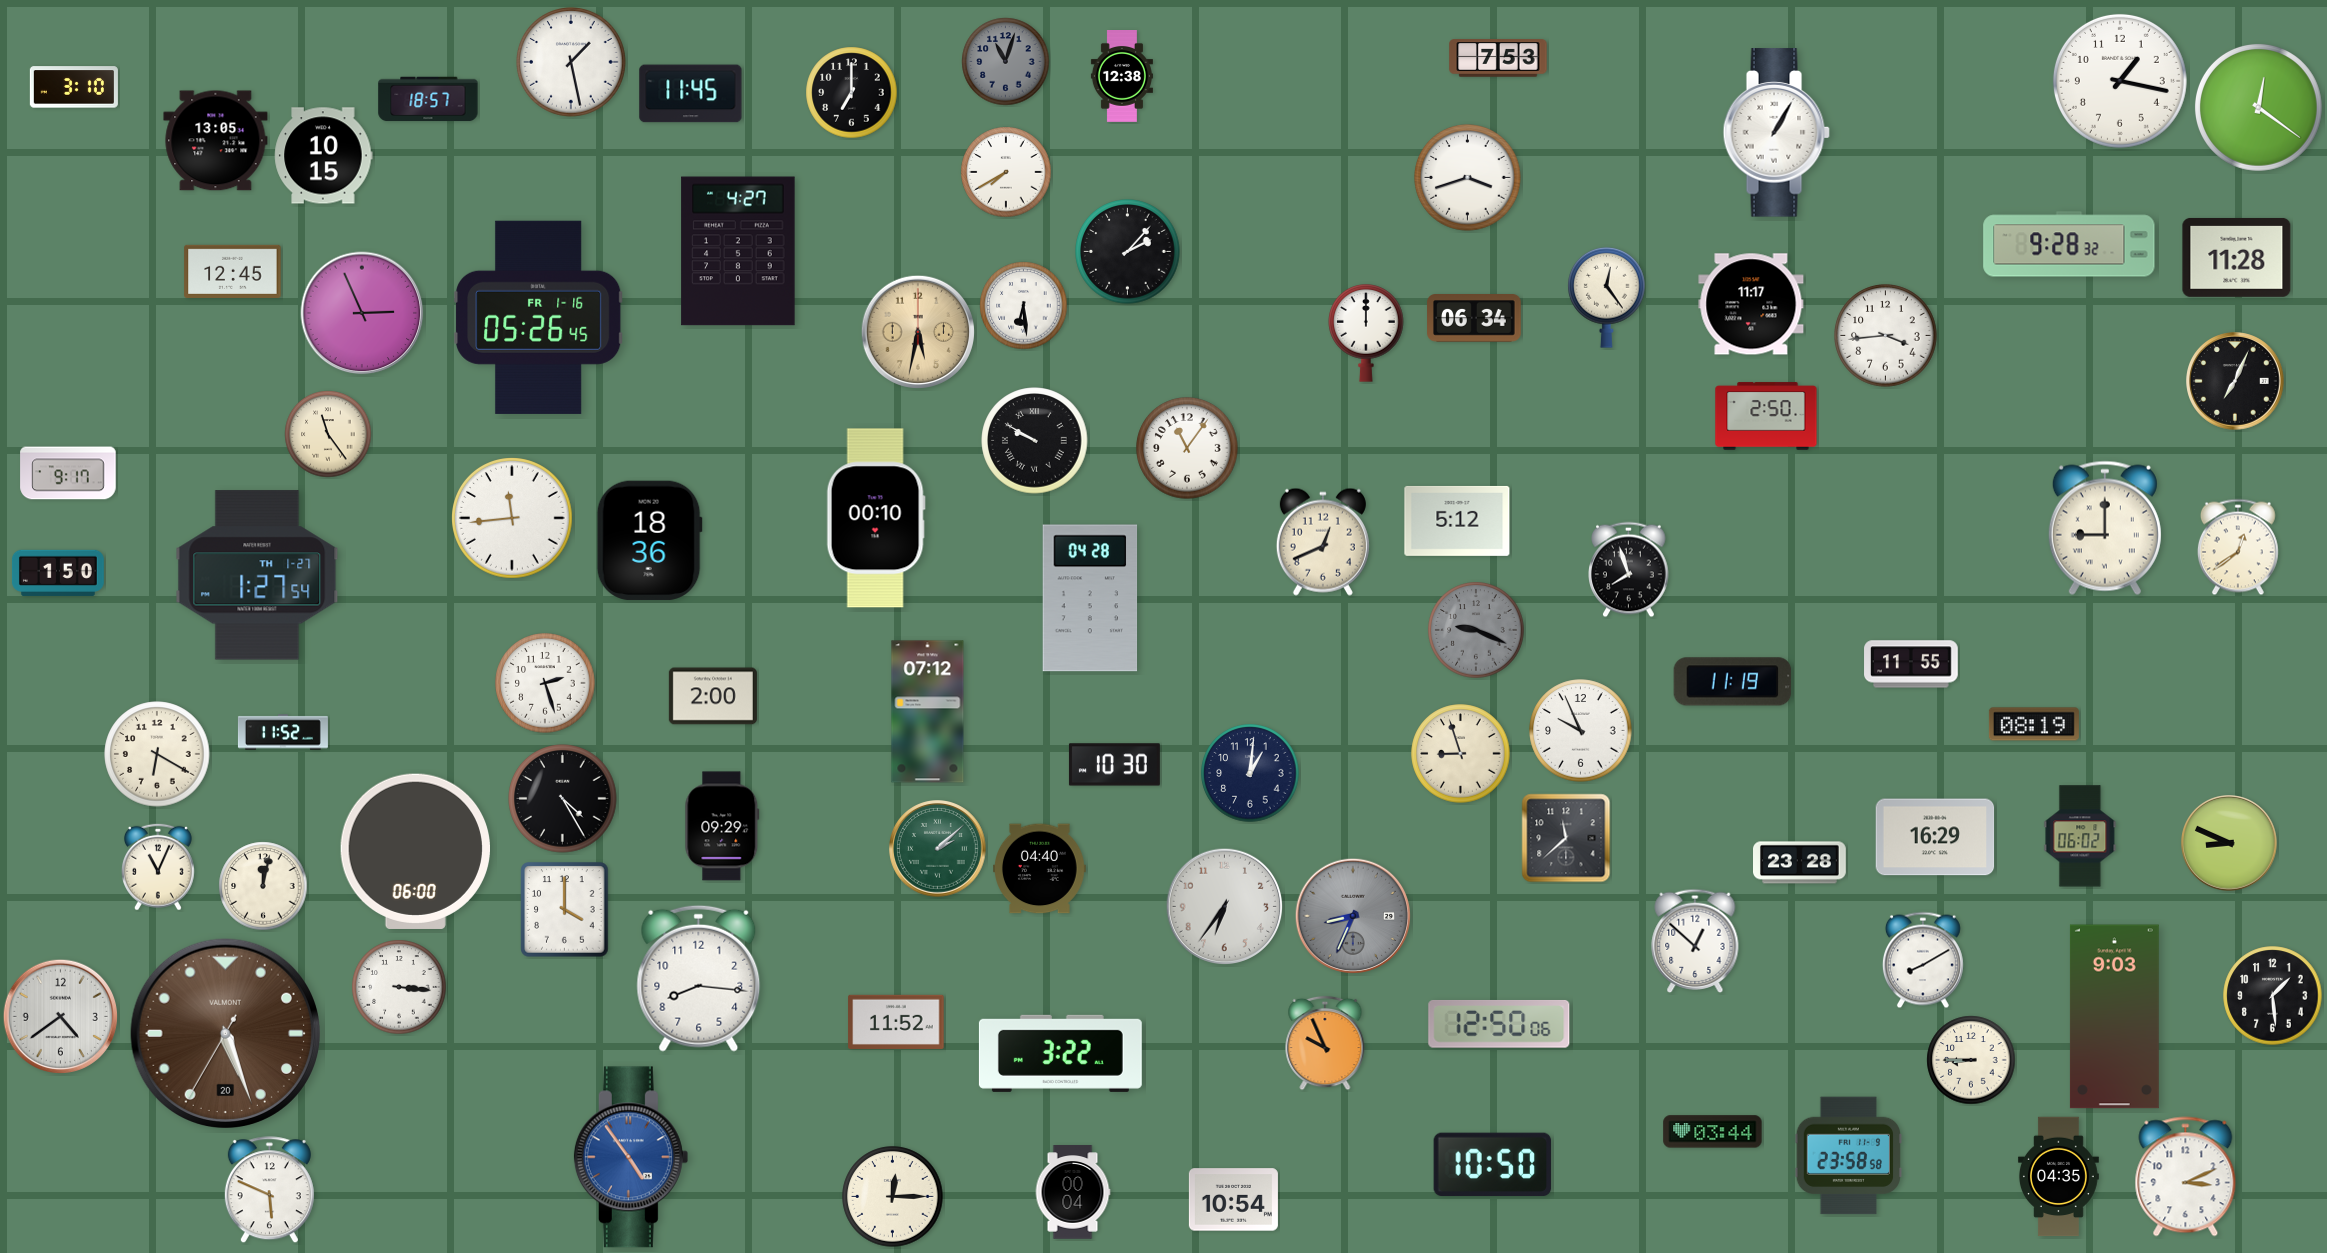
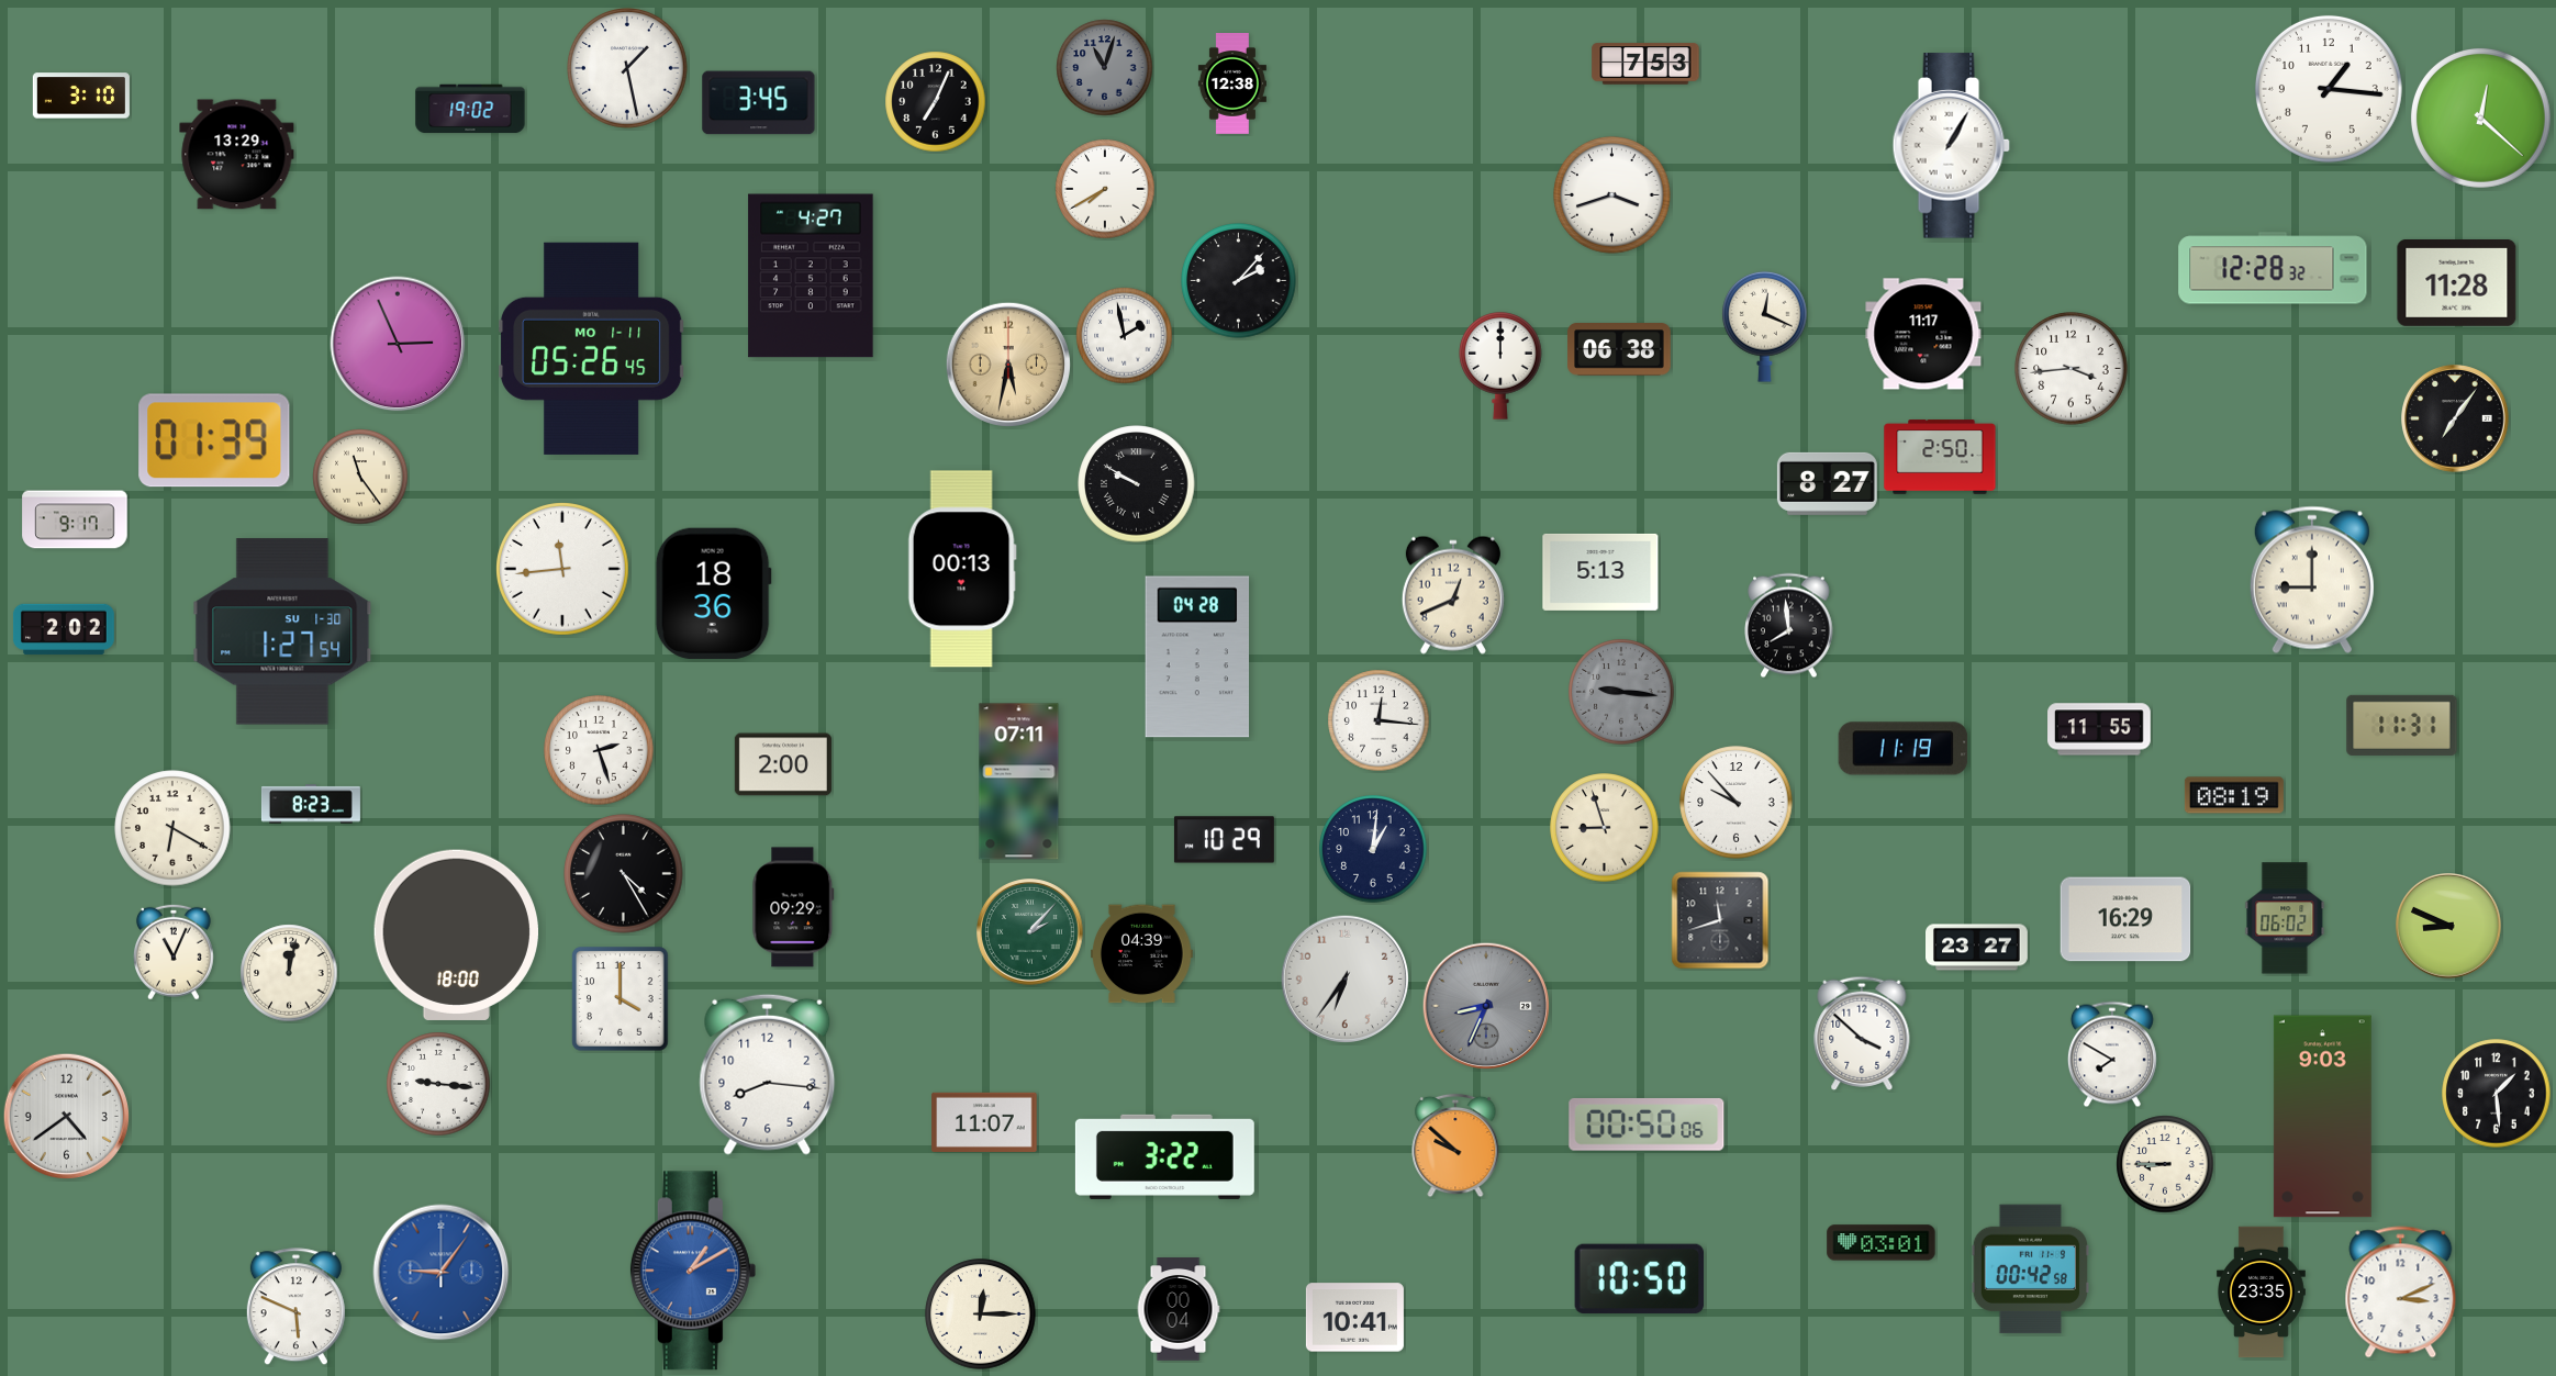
clock at (2120, 81): 1:17 -> 1:16
clock at (852, 93): 7:00 -> 7:04
clock at (691, 94): 11:45 -> 3:45
clock at (428, 99): 18:57 -> 19:02
clock at (2258, 107): 12:21 -> 12:22
clock at (216, 141): 13:05 -> 13:29
clock at (324, 156): 10:15 -> none
clock at (2069, 244): 9:28 -> 12:28
clock at (1128, 252) position: (1128, 252) -> (1239, 281)
clock at (233, 271): 12:45 -> none
clock at (1607, 297): 12:24 -> 12:19
clock at (1024, 306): 6:29 -> 1:58
clock at (539, 317) date: FR 1-16 -> MO 1-11
clock at (1474, 318): 06:34 -> 06:38
clock at (2236, 382): 7:04 -> 7:06
clock at (214, 440): none -> 01:39
clock at (1827, 483): none -> 8:27
clock at (1187, 448): 11:06 -> none
clock at (876, 518): 00:10 -> 00:13
clock at (1457, 521): 5:12 -> 5:13
clock at (2238, 547): 12:39 -> none
clock at (1629, 570): 7:57 -> 7:59
clock at (58, 573): 1:50 -> 2:02
clock at (257, 575) date: TH 1-27 -> SU 1-30
clock at (1476, 630): 9:19 -> 9:16
clock at (1379, 720): none -> 12:16
clock at (2402, 725): none -> 11:31
clock at (928, 712): 07:12 -> 07:11
clock at (1581, 731): 9:56 -> 9:53
clock at (283, 732): 11:52 -> 8:23
clock at (1114, 765): 10:30 -> 10:29
clock at (563, 799) position: (563, 799) -> (624, 874)
clock at (1566, 838): 11:38 -> 11:42
clock at (938, 849): 2:08 -> 2:07
clock at (415, 851): 06:00 -> 18:00
clock at (1800, 863): 23:28 -> 23:27
clock at (1040, 869): 04:40 -> 04:39
clock at (1225, 907) position: (1225, 907) -> (1346, 980)
clock at (1695, 940): 12:52 -> 3:52
clock at (1923, 960): 8:10 -> 7:50
clock at (399, 987): 3:16 -> 9:16
clock at (896, 1022): 11:52 -> 11:07
clock at (1499, 1024): 12:50 -> 00:50
clock at (225, 1033): 5:26 -> none
clock at (1325, 1043): 9:56 -> 9:52
clock at (1713, 1132): 03:44 -> 03:01
clock at (1848, 1156): 23:58 -> 00:42
clock at (631, 1157): 4:54 -> 1:10
clock at (442, 1273): none -> 9:06
clock at (2059, 1177): 04:35 -> 23:35
clock at (1233, 1200): 10:54 -> 10:41
